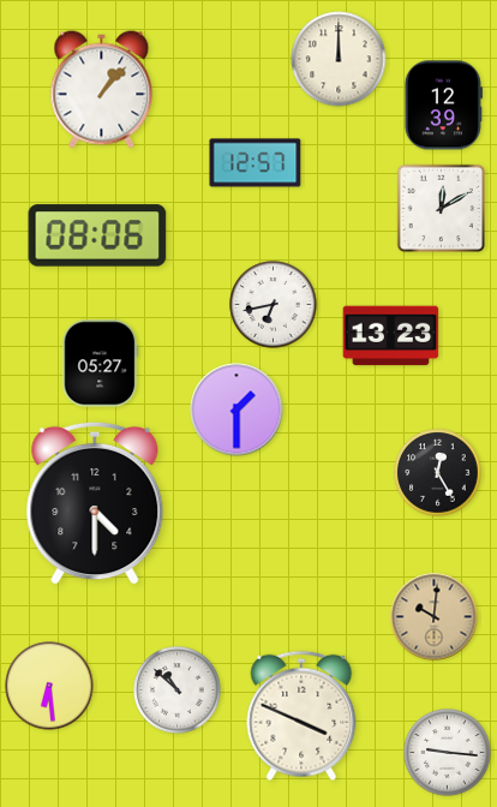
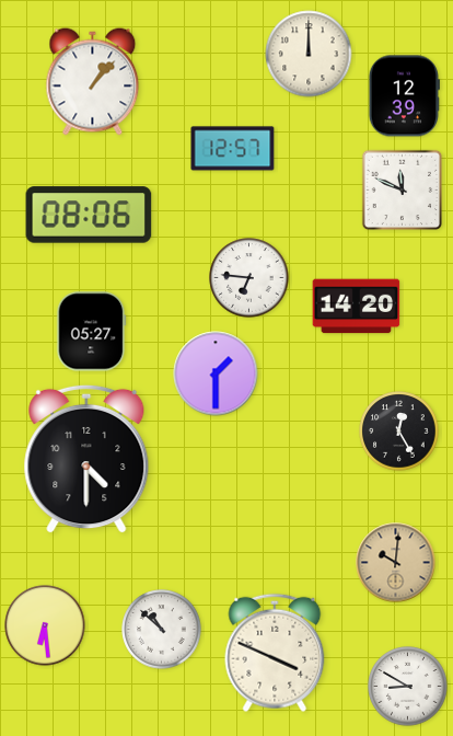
clock at (441, 208): 12:10 -> 11:49
clock at (274, 305): 6:43 -> 6:46
clock at (391, 336): 13:23 -> 14:20
clock at (448, 753): 9:16 -> 8:50
